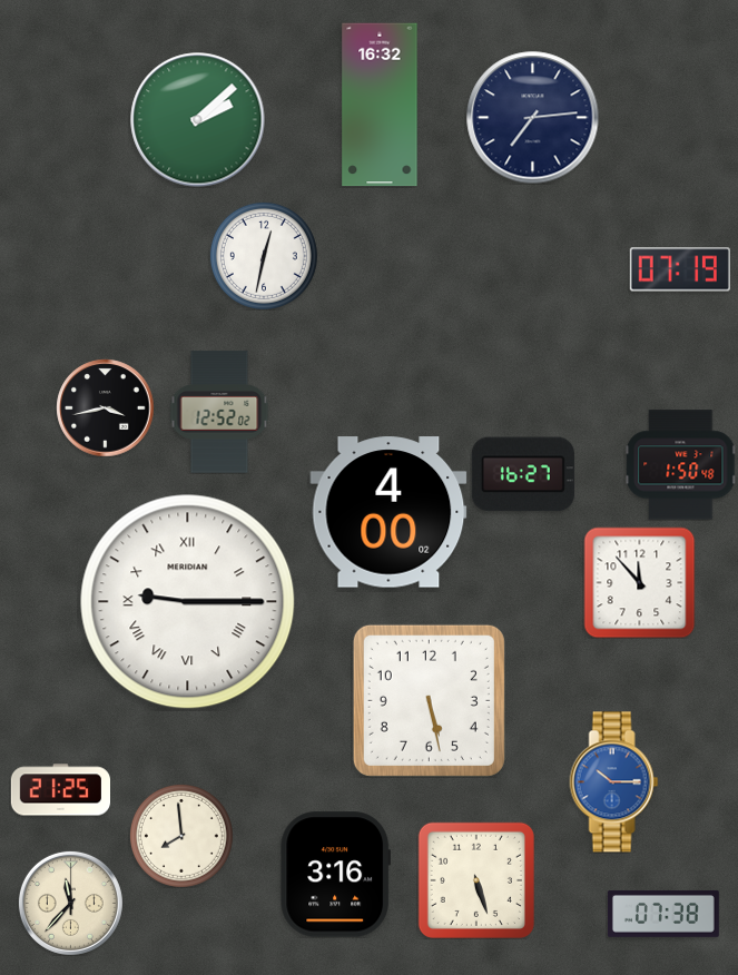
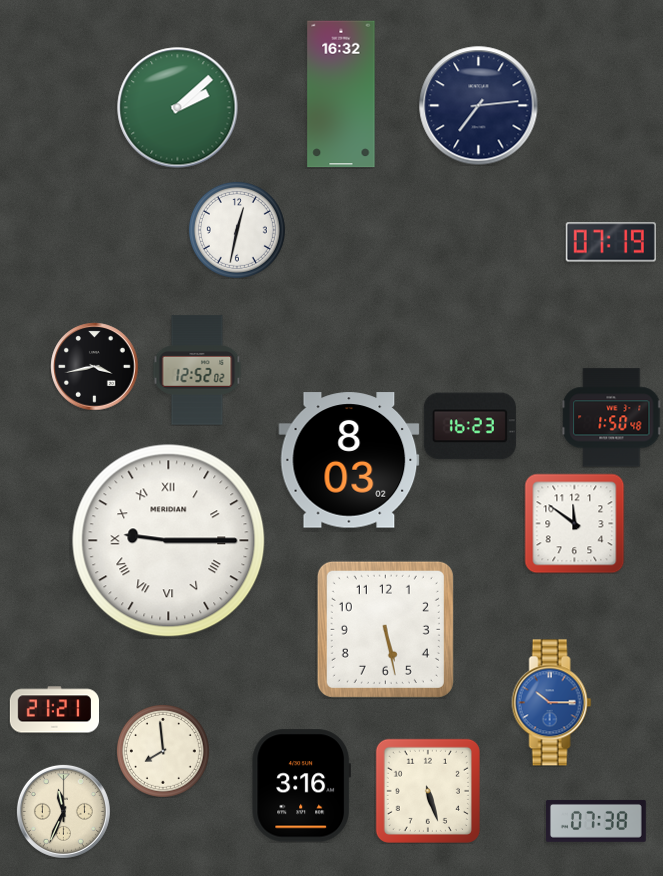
clock at (523, 474): 16:27 -> 16:23
clock at (388, 512): 4:00 -> 8:03
clock at (639, 582): 11:53 -> 11:51
clock at (60, 790): 21:25 -> 21:21
clock at (70, 903): 11:37 -> 11:34
